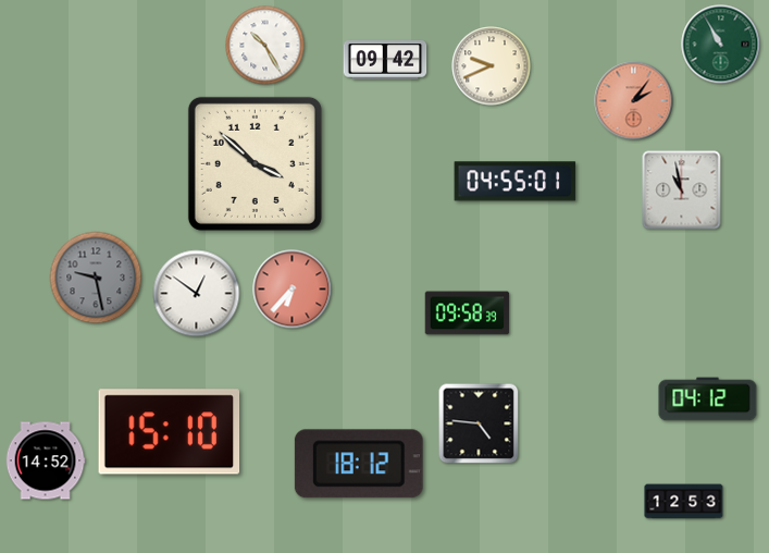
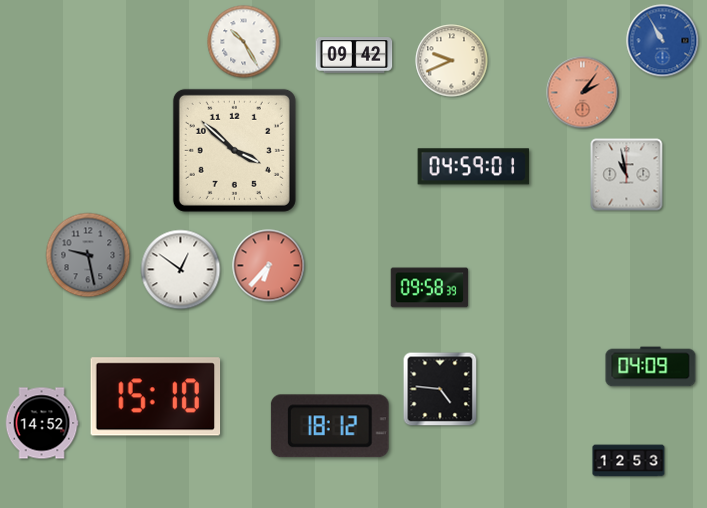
clock at (721, 45) dial: green -> blue
clock at (516, 182): 04:55 -> 04:59
clock at (708, 400): 04:12 -> 04:09
